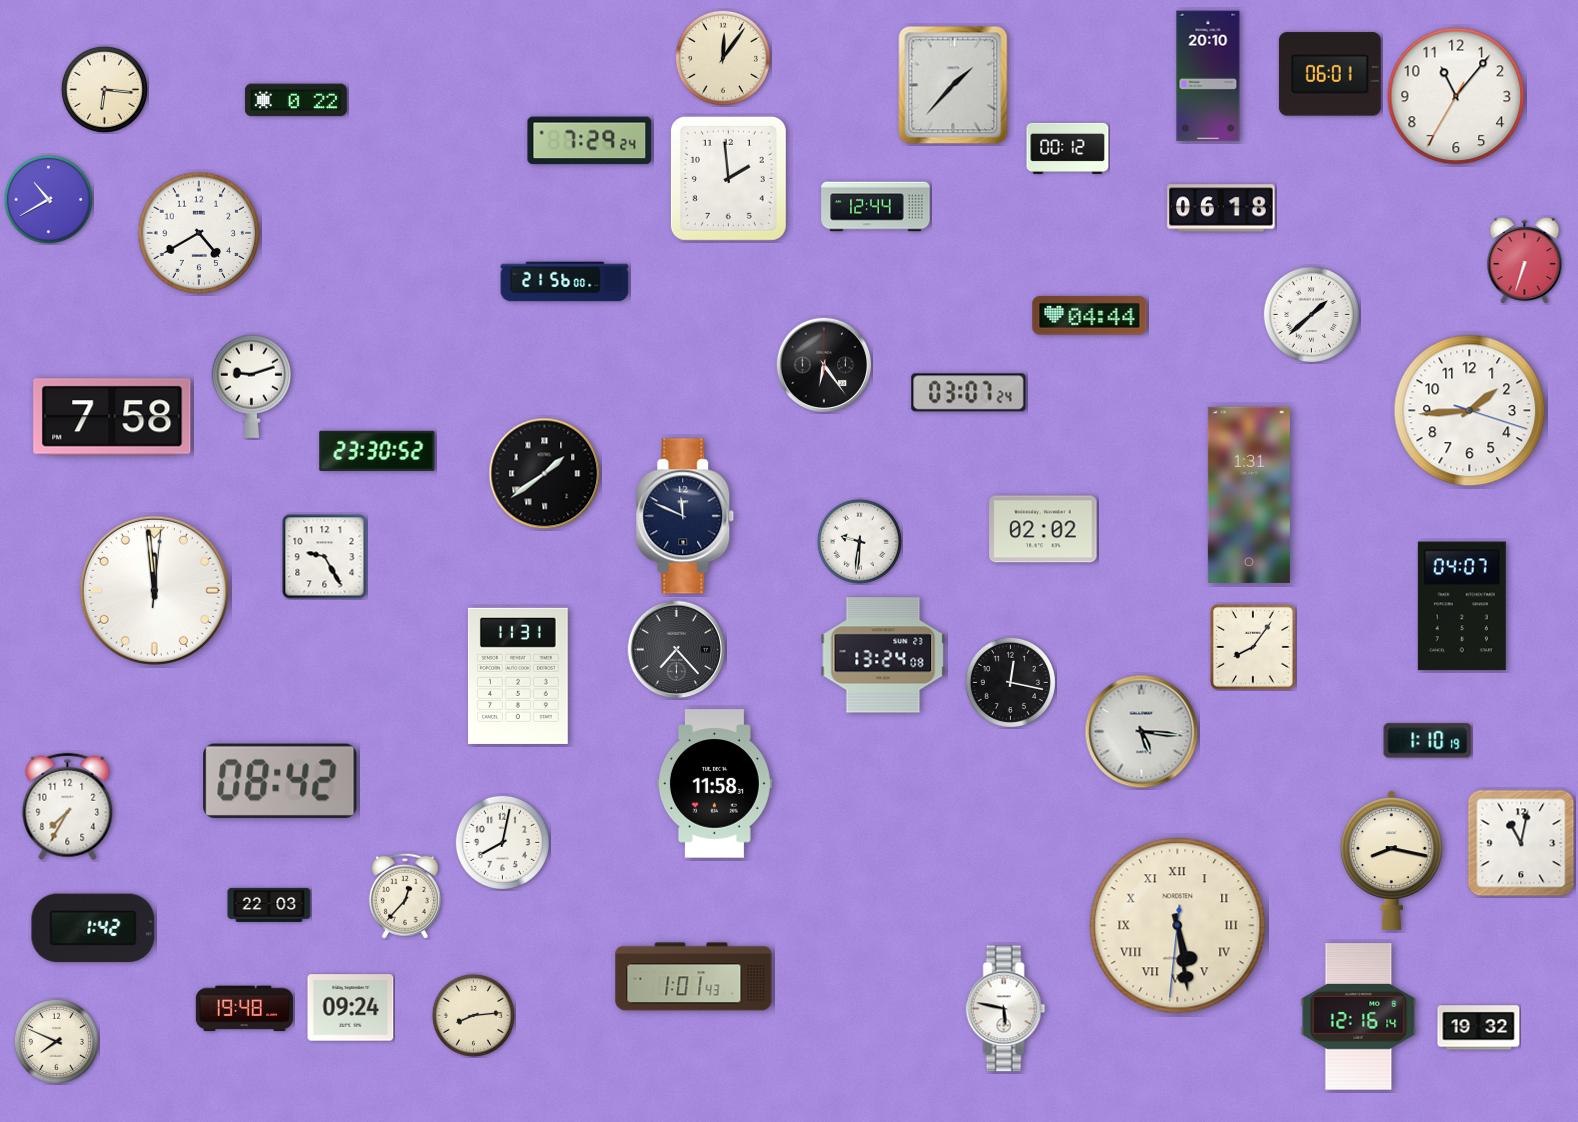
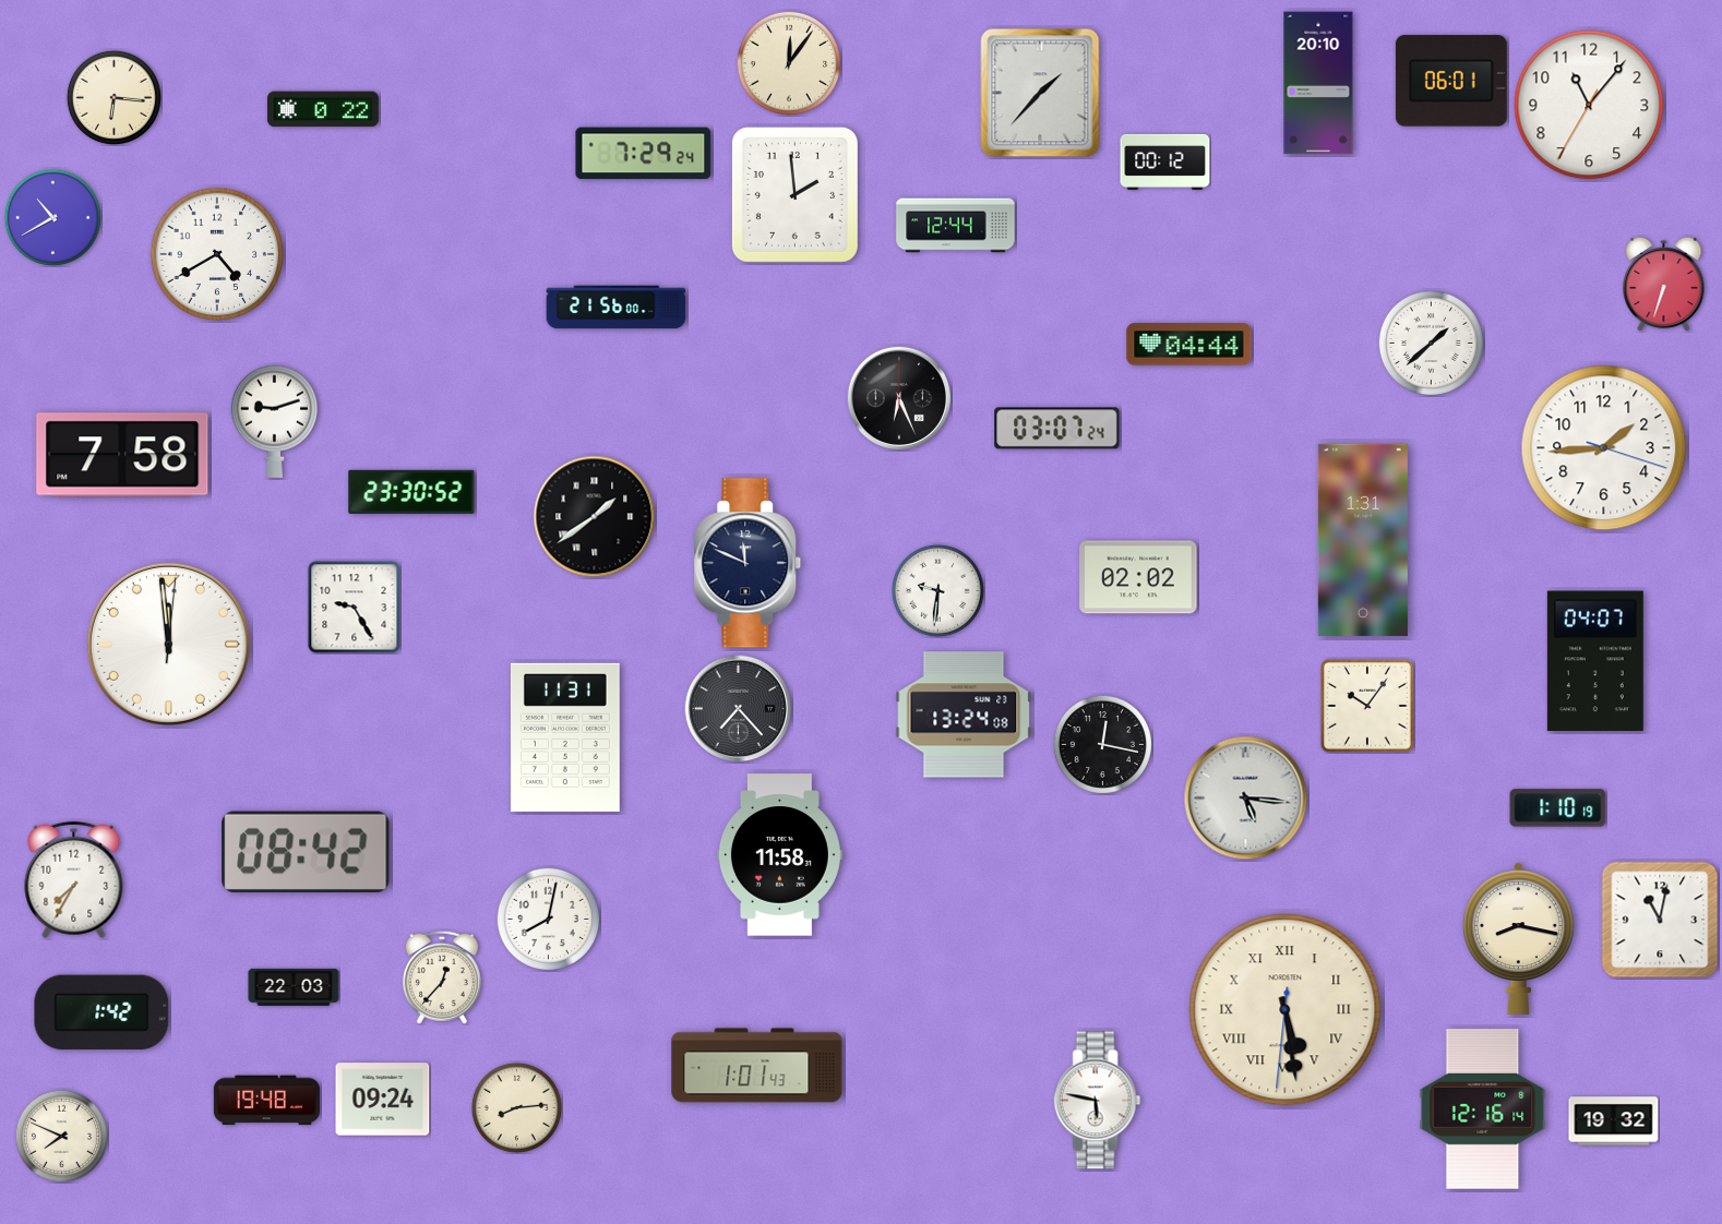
clock at (1221, 208): 06:18 -> none
clock at (824, 365): 6:24 -> 6:26
clock at (1253, 647): 8:06 -> 10:06
